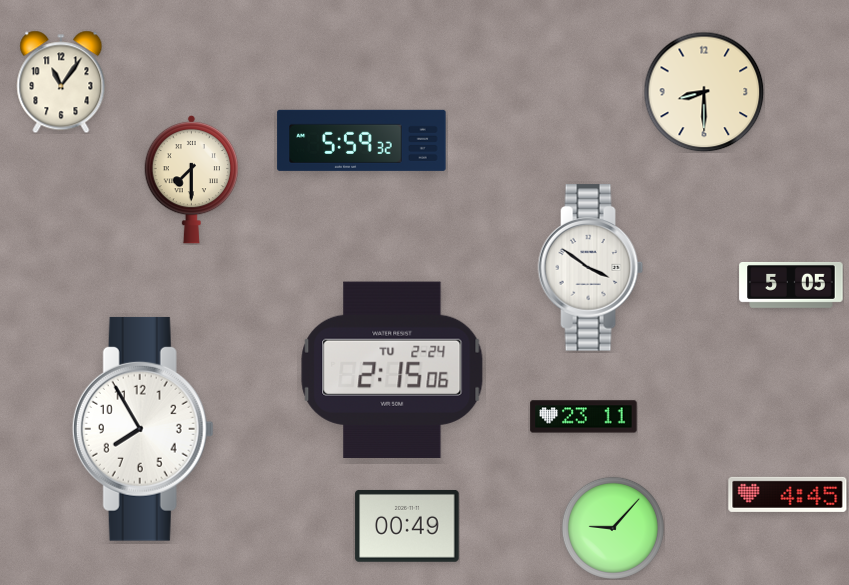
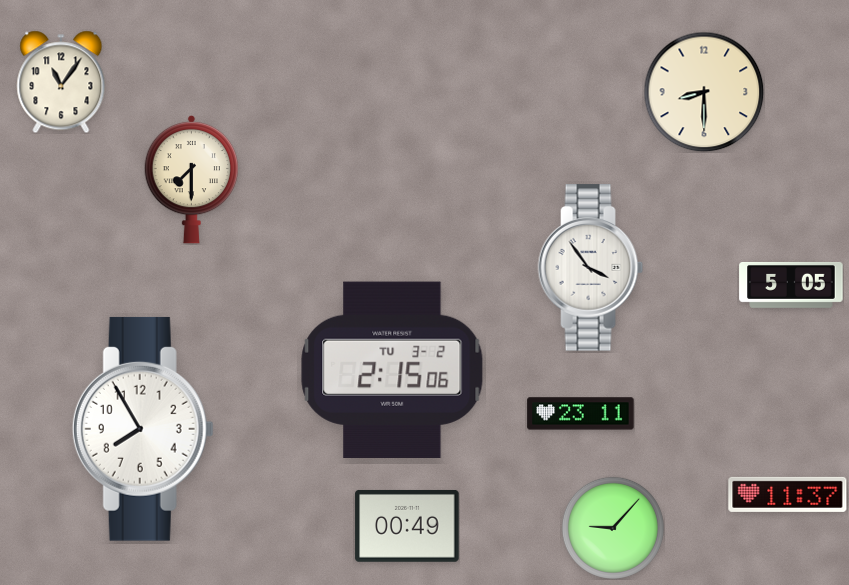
clock at (362, 140): 5:59 -> none
clock at (591, 268): 3:51 -> 3:54
clock at (392, 370) date: TU 2-24 -> TU 3-2
clock at (584, 417) position: (584, 417) -> (581, 414)
clock at (788, 494): 4:45 -> 11:37
